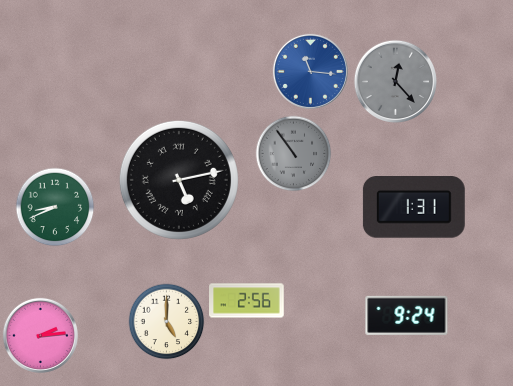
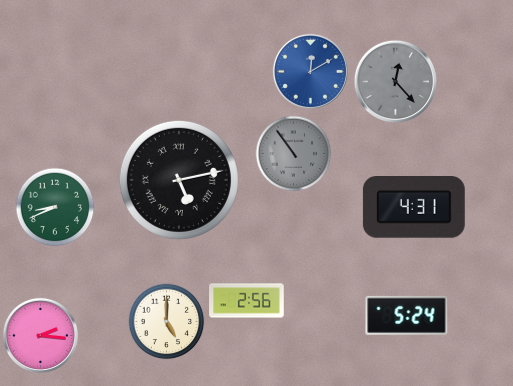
clock at (310, 71): 11:16 -> 12:10
clock at (414, 208): 1:31 -> 4:31
clock at (407, 315): 9:24 -> 5:24
clock at (40, 335): 2:14 -> 2:16
